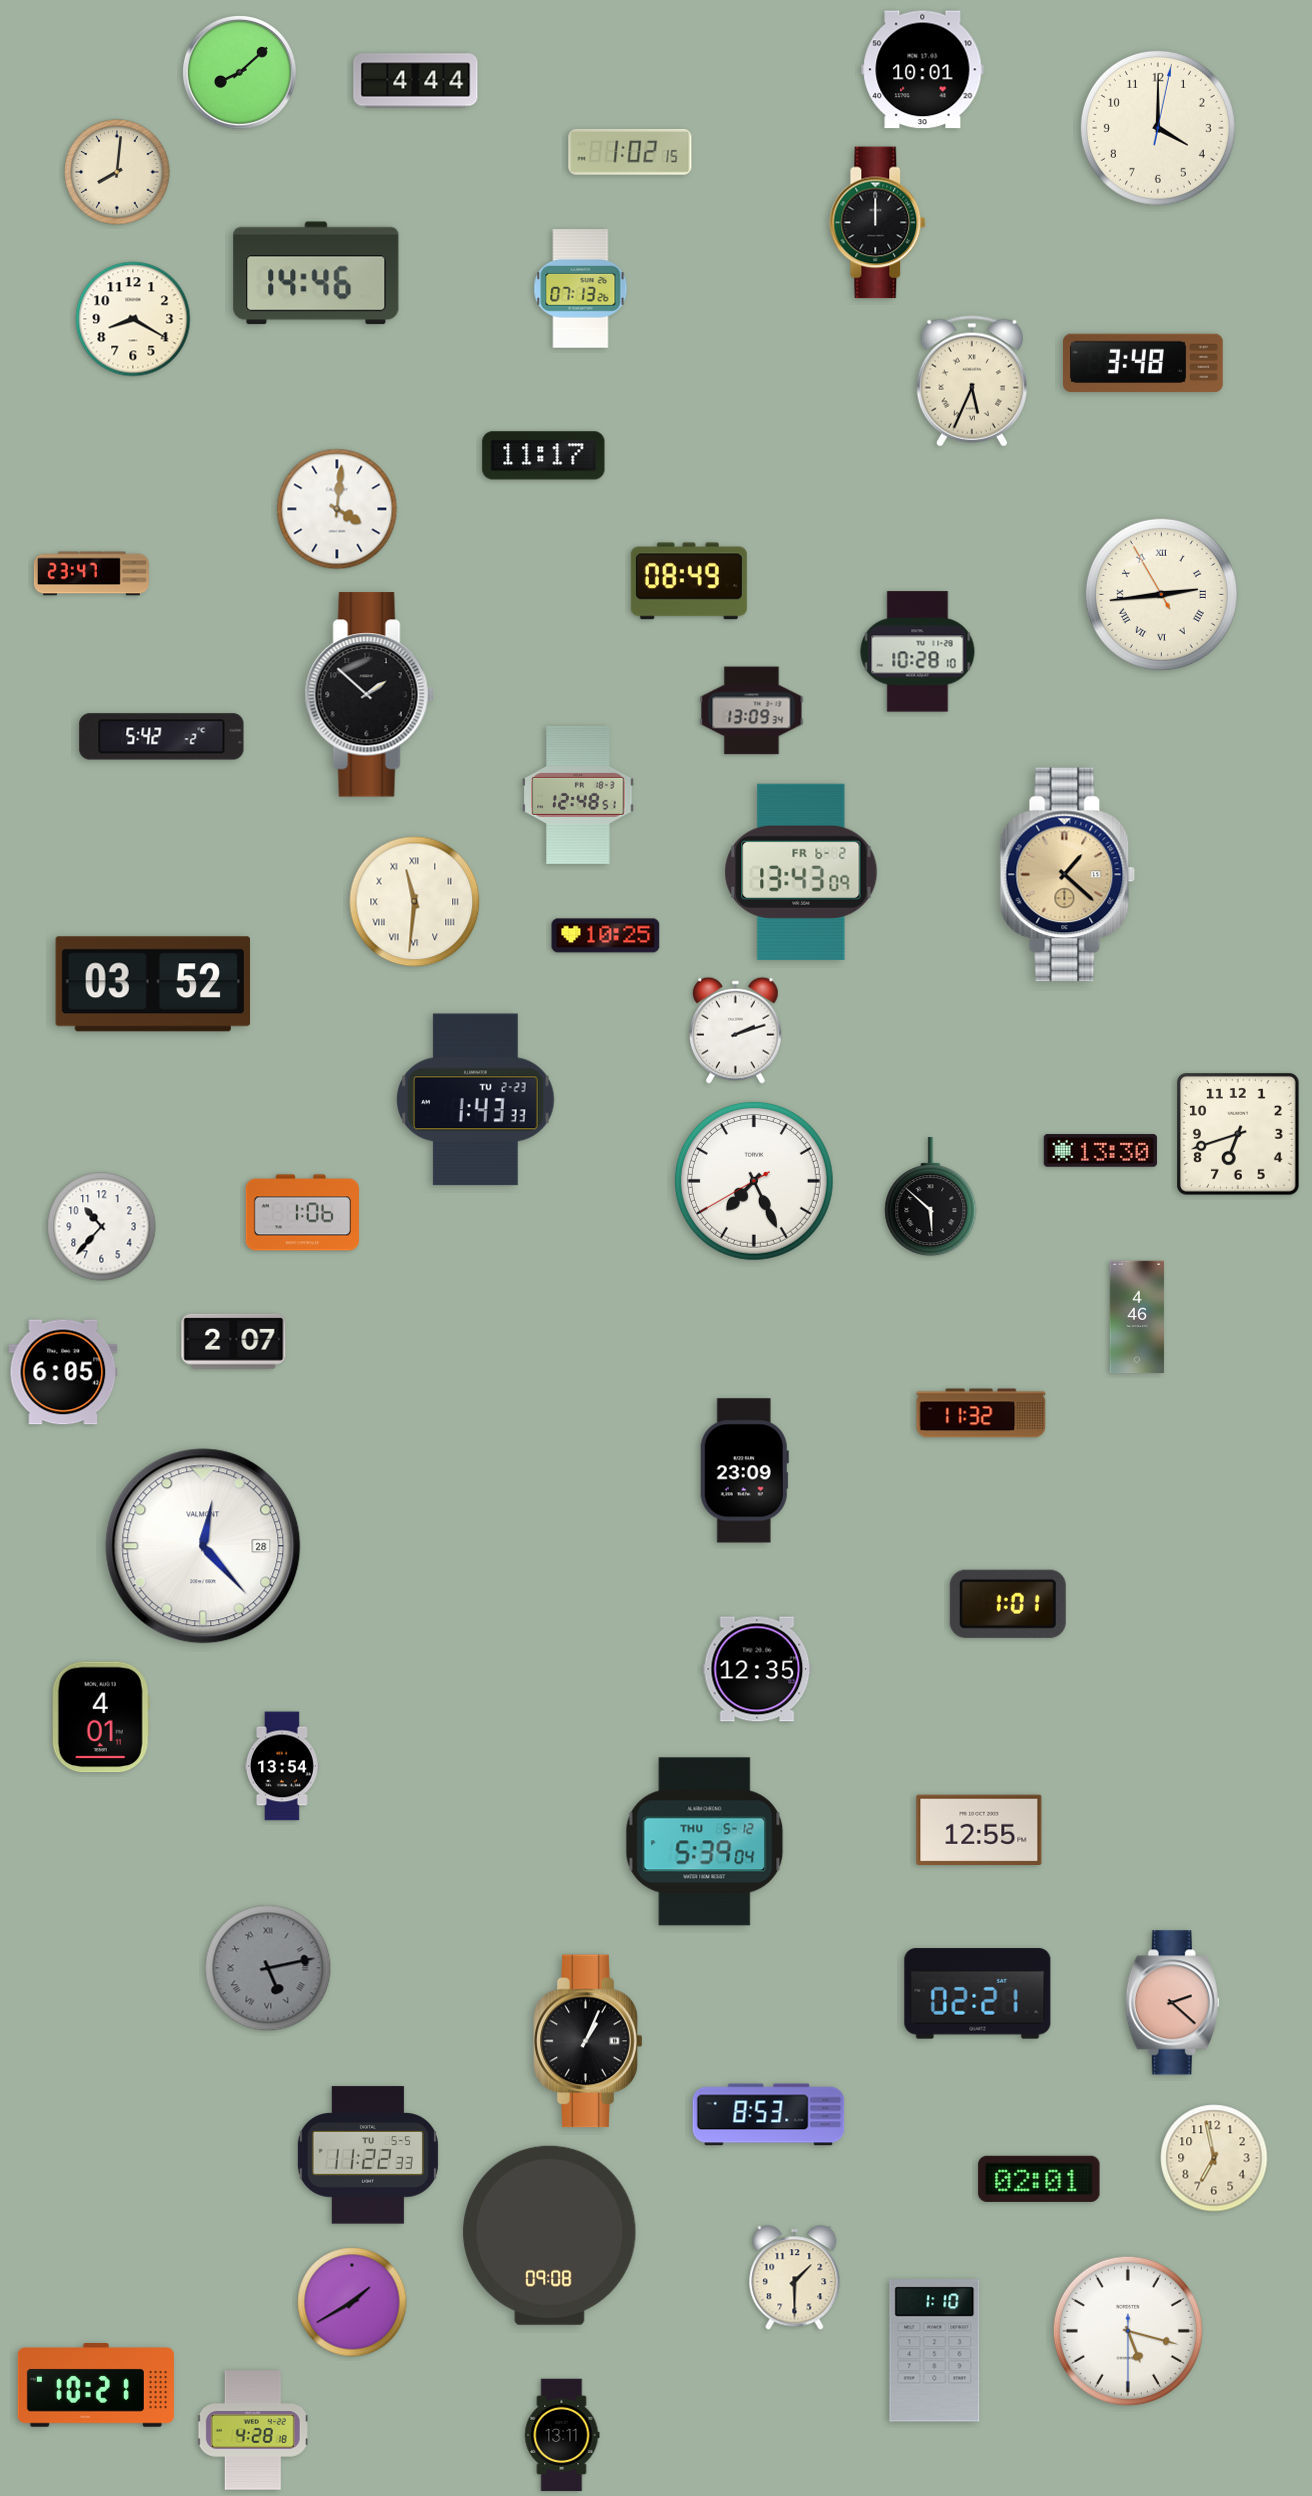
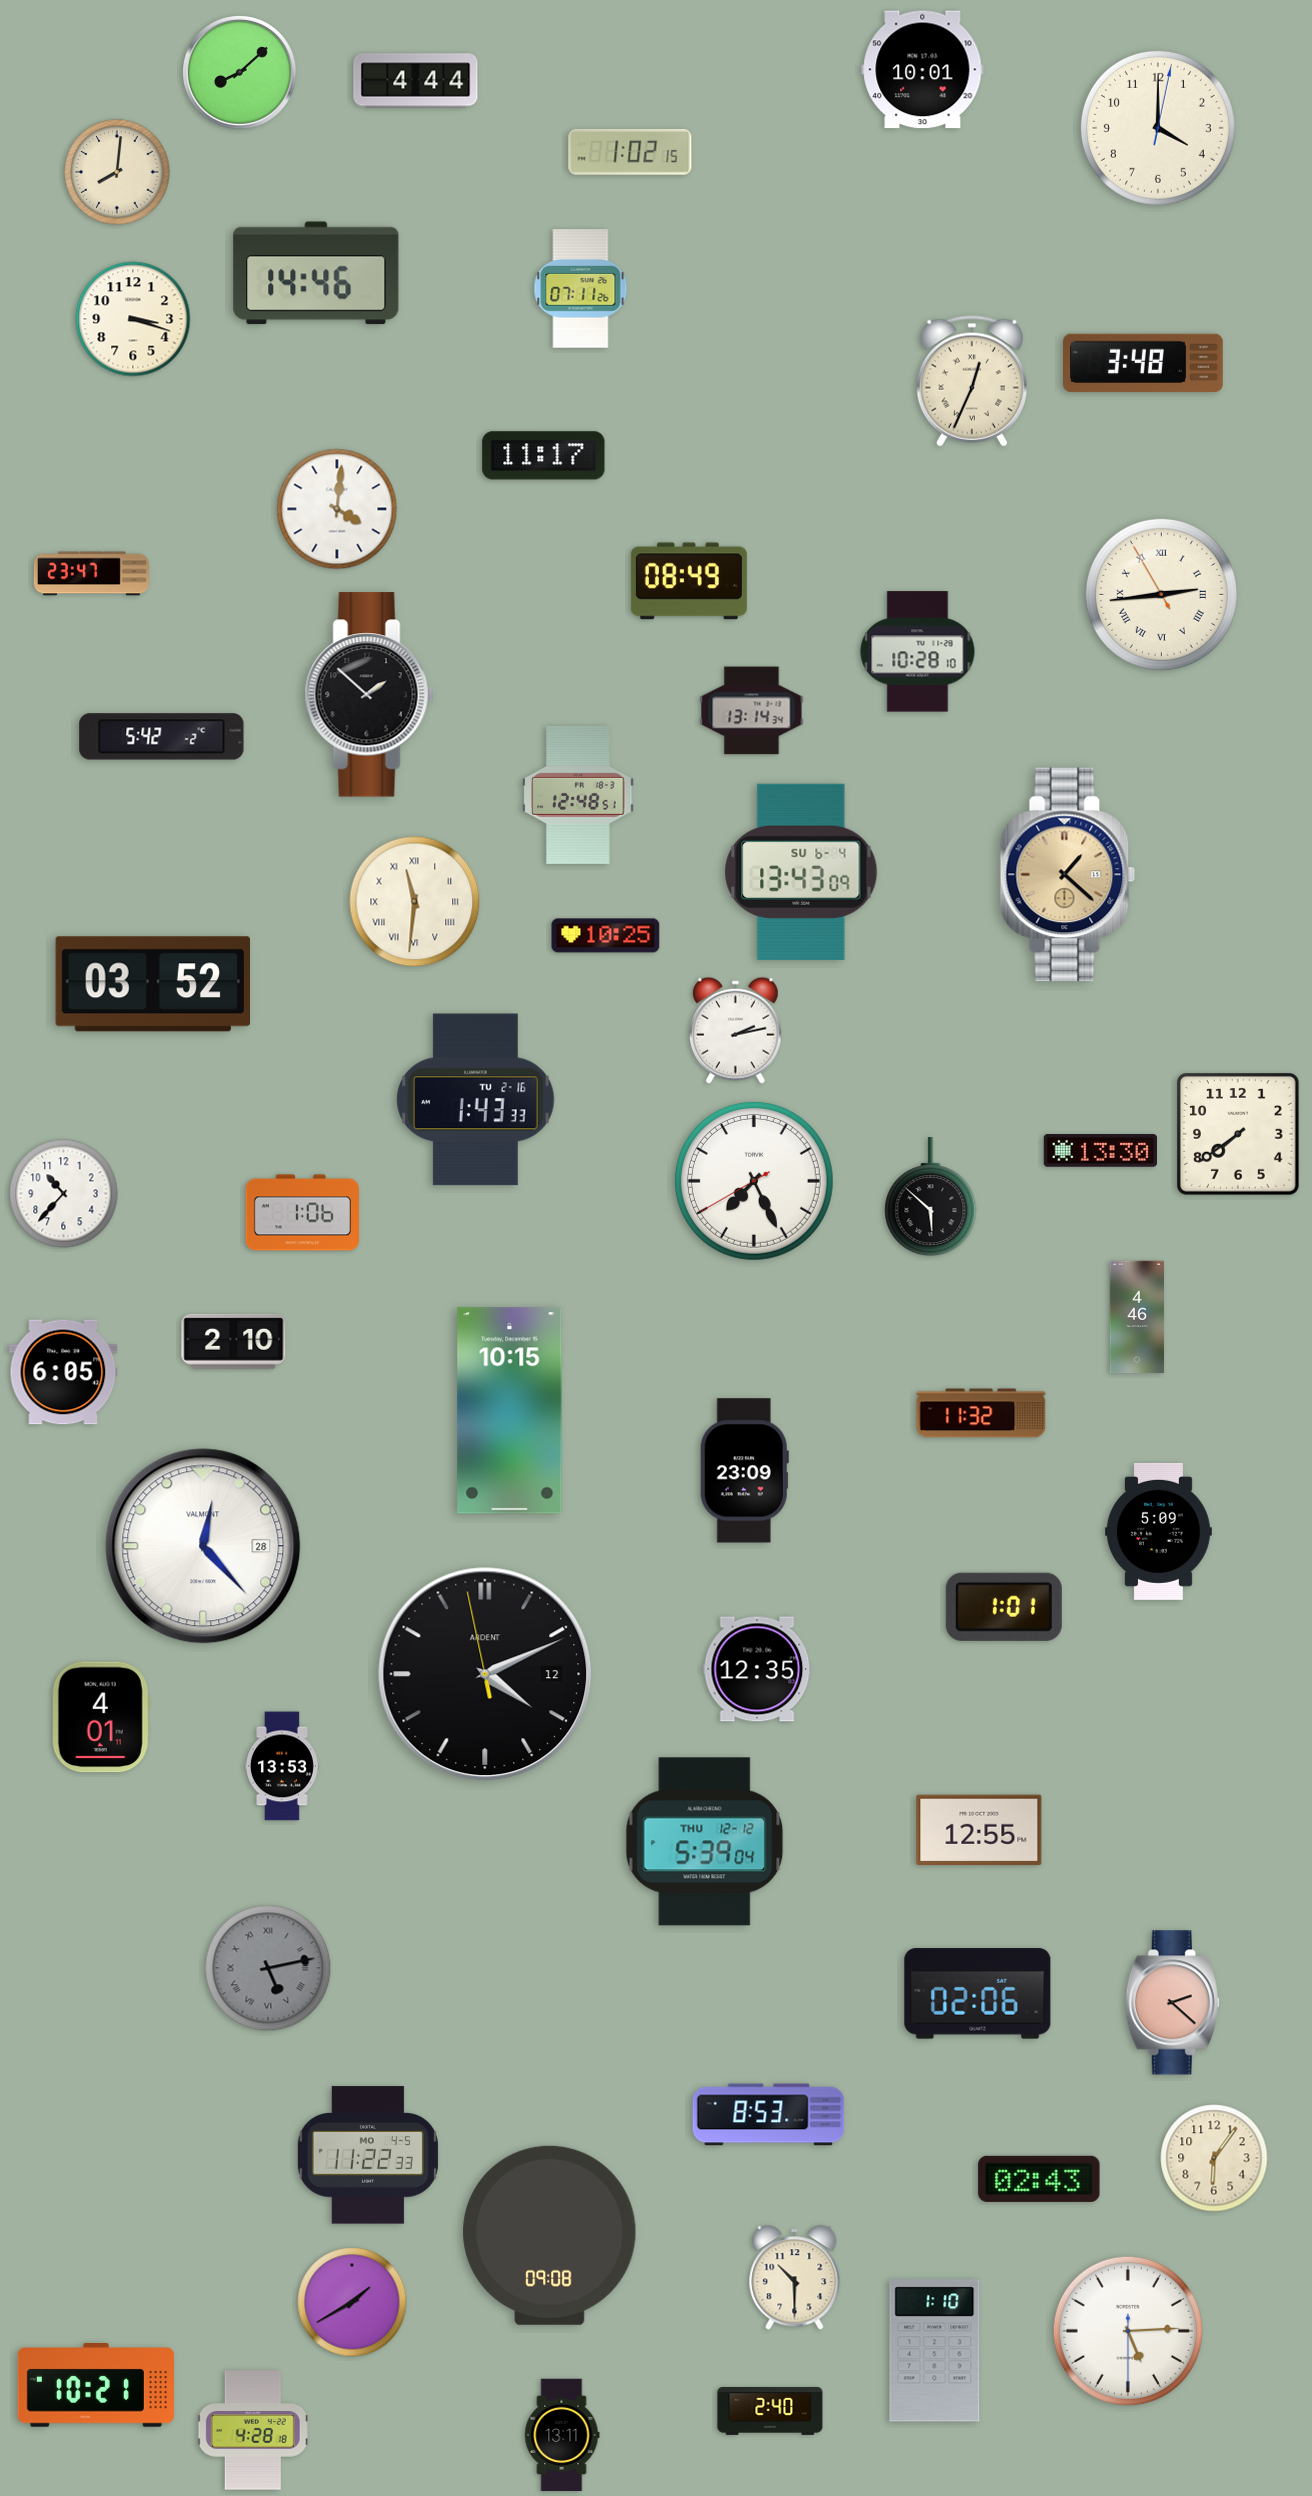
clock at (878, 223): 12:00 -> none
clock at (581, 289): 07:13 -> 07:11
clock at (133, 319): 8:20 -> 3:18
clock at (972, 381): 5:34 -> 12:34
clock at (752, 711): 13:09 -> 13:14
clock at (801, 872) date: FR 6-2 -> SU 6-4
clock at (735, 1030): 2:12 -> 2:13
clock at (476, 1100) date: TU 2-23 -> TU 2-16
clock at (1239, 1135): 6:42 -> 7:39
clock at (102, 1227) position: (102, 1227) -> (64, 1194)
clock at (234, 1341): 2:07 -> 2:10
clock at (510, 1411): none -> 10:15
clock at (1158, 1531): none -> 5:09
clock at (1008, 1604) position: (1008, 1604) -> (1004, 1607)
clock at (485, 1674): none -> 4:10
clock at (282, 1766): 13:54 -> 13:53
clock at (705, 1842) date: THU 5-12 -> THU 12-12
clock at (978, 1994): 02:21 -> 02:06
clock at (588, 2041): 1:04 -> none
clock at (368, 2155) date: TU 5-5 -> MO 4-5
clock at (1214, 2158): 6:58 -> 6:06
clock at (1039, 2179): 02:01 -> 02:43
clock at (795, 2278): 1:30 -> 10:30
clock at (1128, 2331): 5:17 -> 5:14
clock at (770, 2411): none -> 2:40
